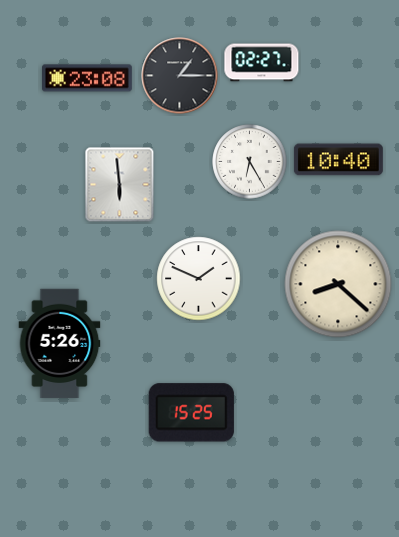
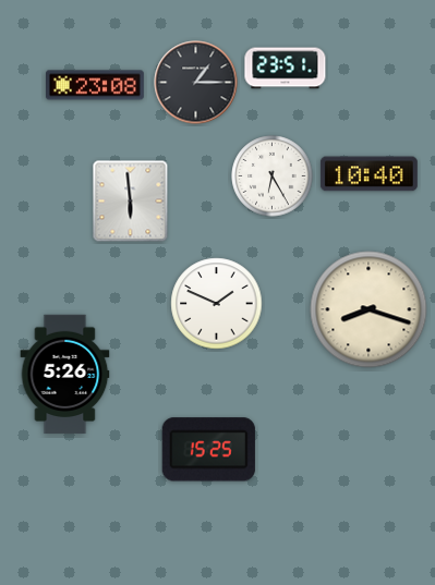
clock at (262, 63): 02:27 -> 23:51
clock at (338, 284): 8:22 -> 8:18
